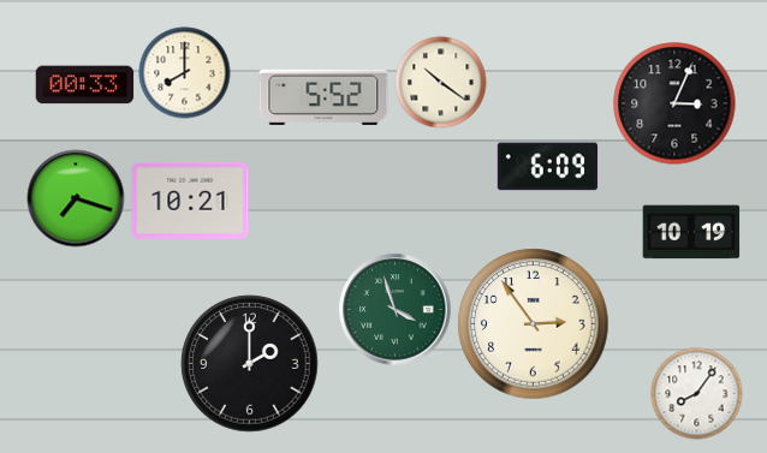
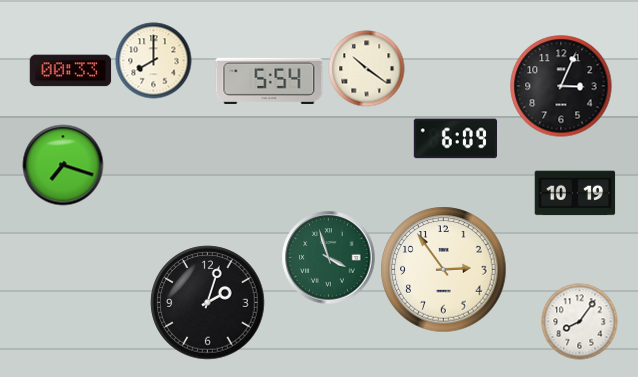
clock at (323, 97): 5:52 -> 5:54
clock at (190, 201): 10:21 -> none
clock at (250, 364): 2:00 -> 2:03
clock at (697, 394) position: (697, 394) -> (580, 322)
